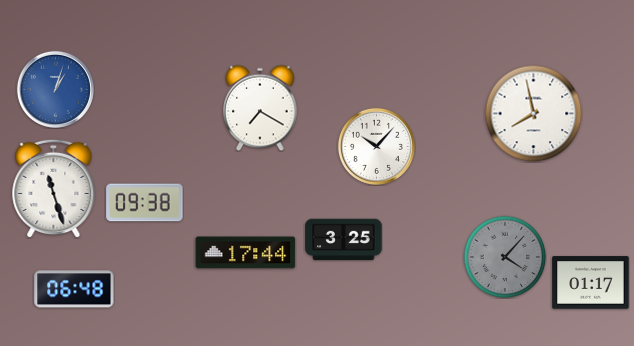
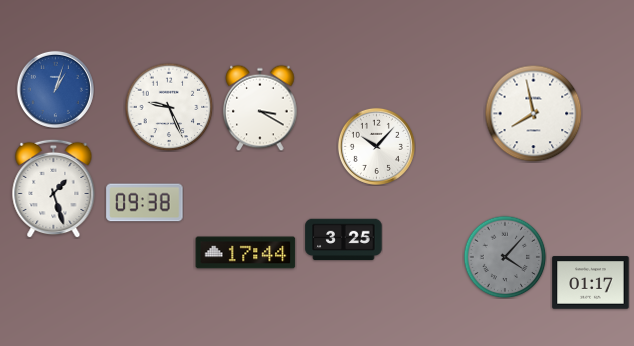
clock at (169, 107): none -> 9:26
clock at (260, 108): 7:20 -> 3:20
clock at (54, 188): 11:27 -> 1:27
clock at (74, 289): 06:48 -> none
